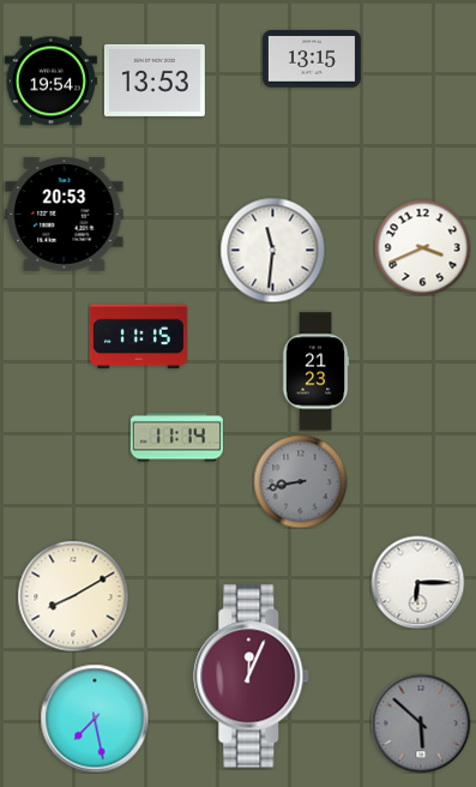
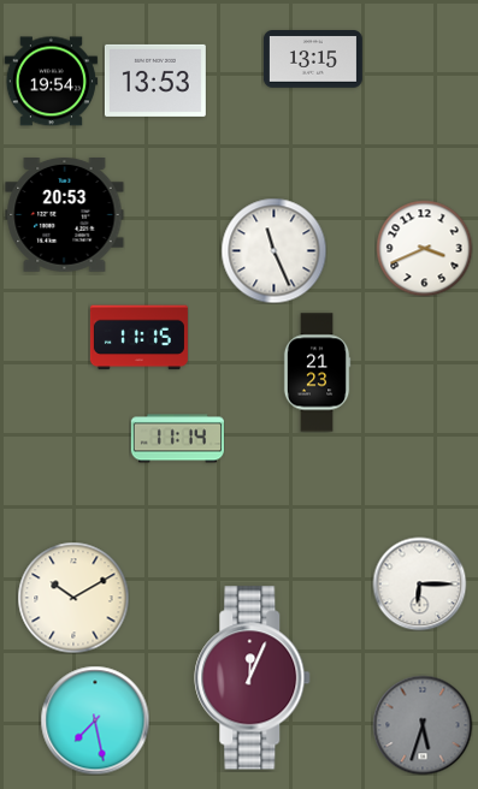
clock at (272, 250): 11:31 -> 11:26
clock at (300, 481): 8:43 -> none
clock at (73, 596): 8:10 -> 10:10
clock at (421, 723): 5:52 -> 5:33
